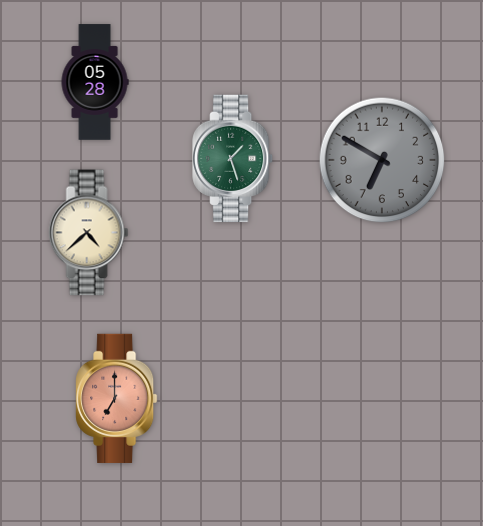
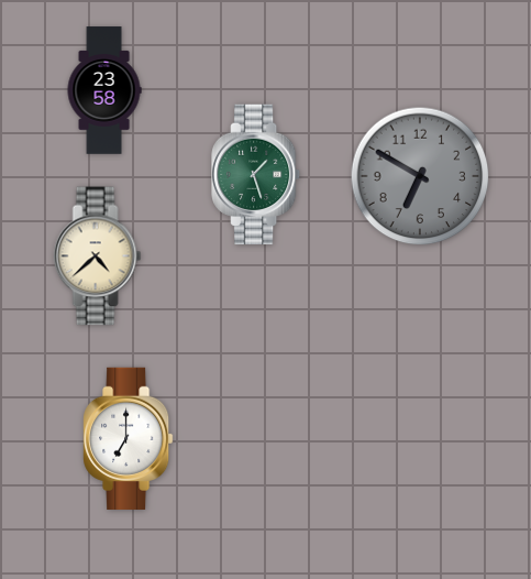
clock at (95, 82): 05:28 -> 23:58
clock at (117, 398) dial: salmon -> white
